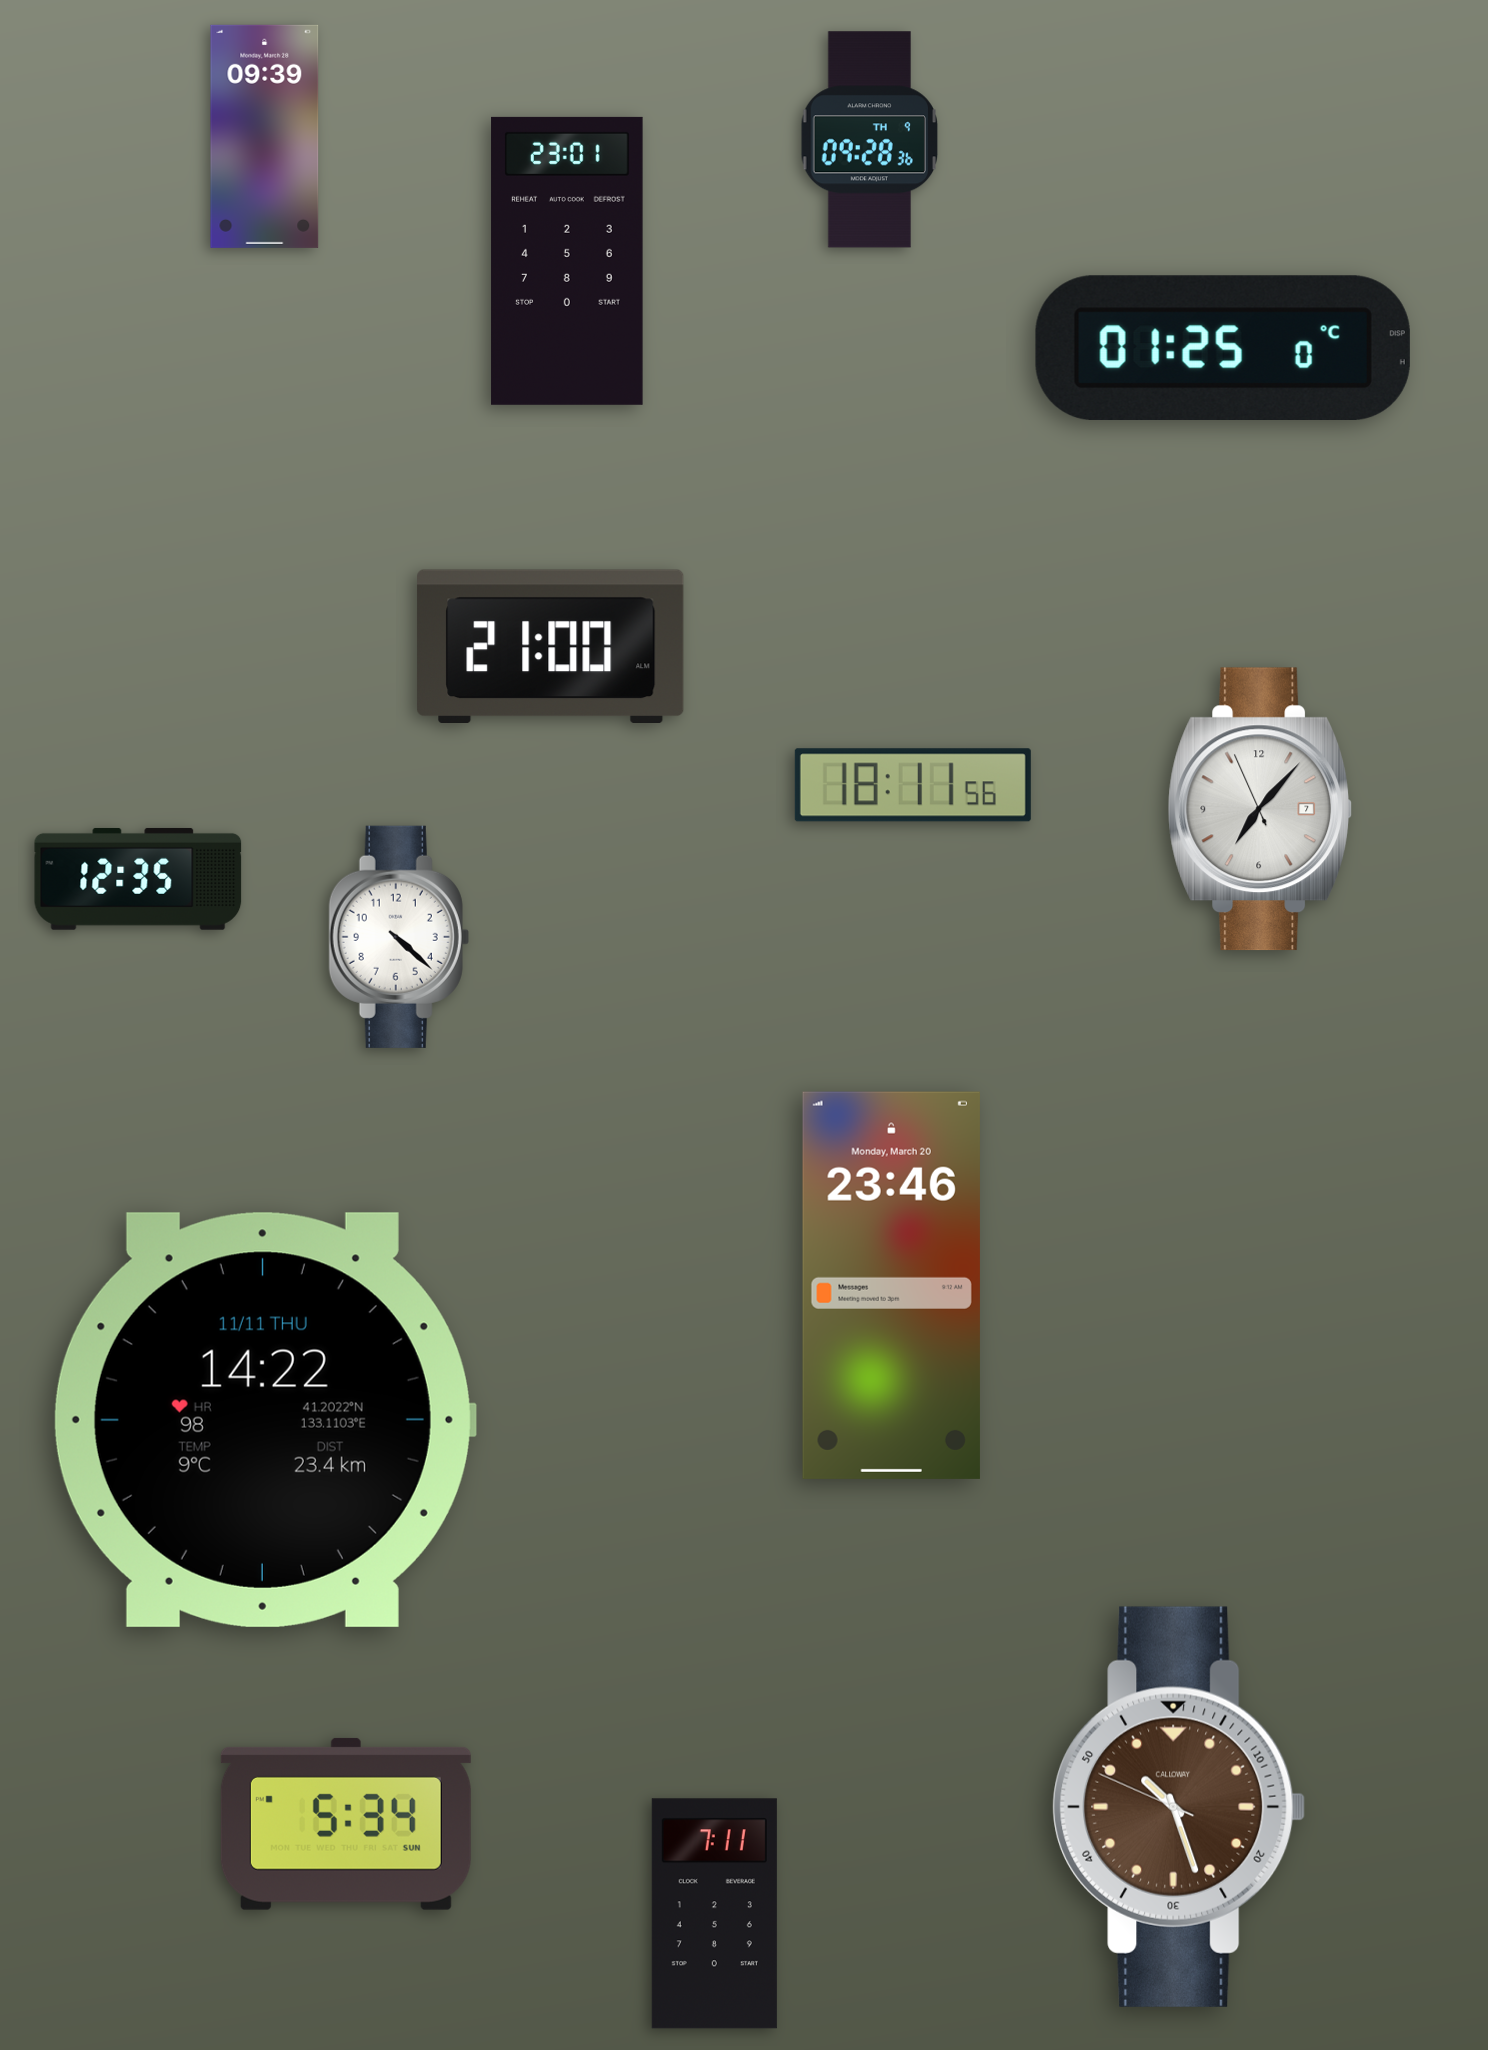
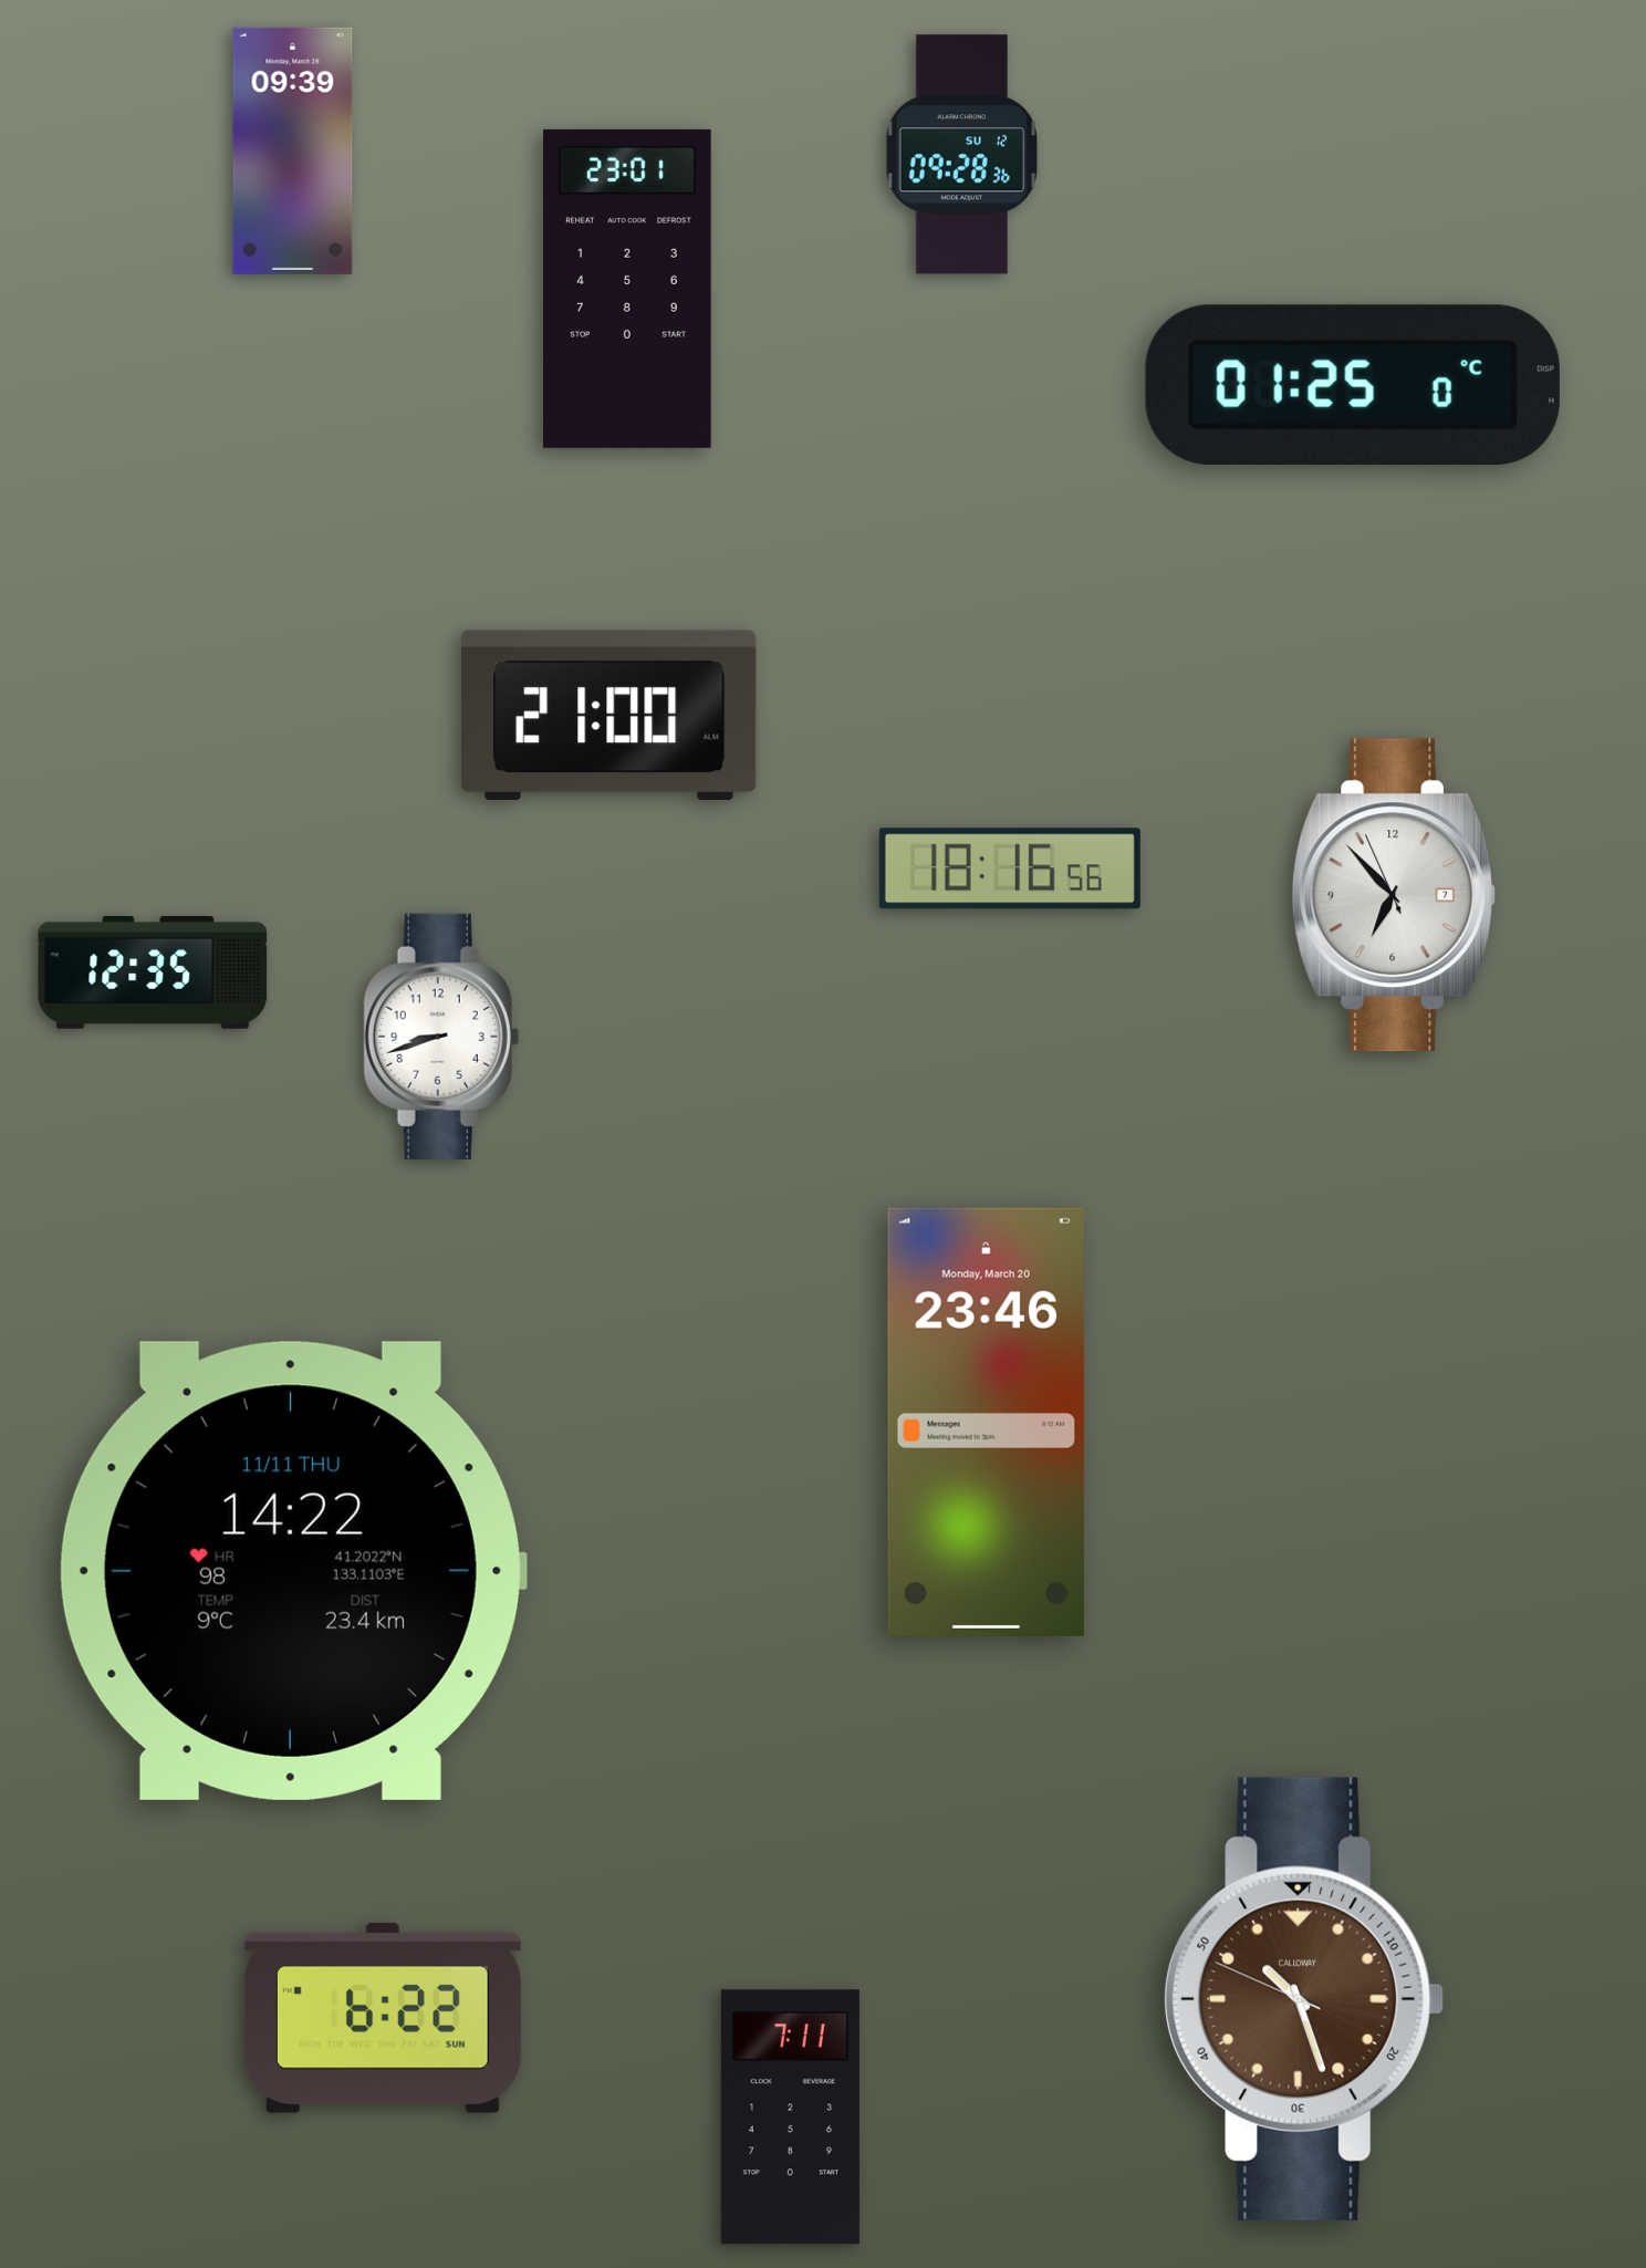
clock at (869, 140) date: TH 9 -> SU 12
clock at (913, 785): 18:11 -> 18:16
clock at (1260, 809): 7:06 -> 6:52
clock at (399, 937): 4:22 -> 8:42
clock at (346, 1824): 5:34 -> 6:22
